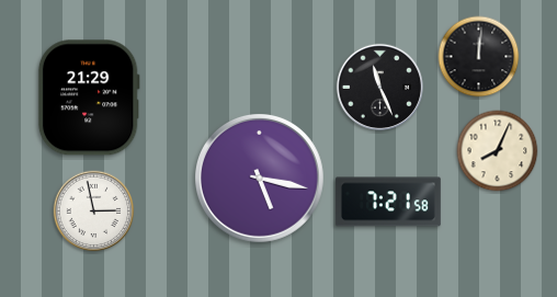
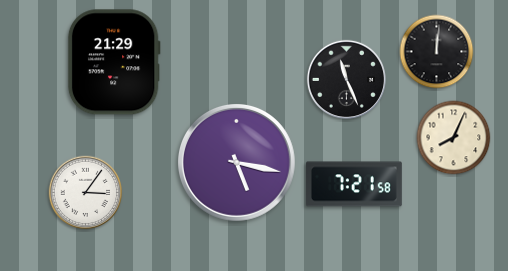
clock at (89, 98) position: (89, 98) -> (114, 62)
clock at (94, 212): 2:58 -> 3:06
